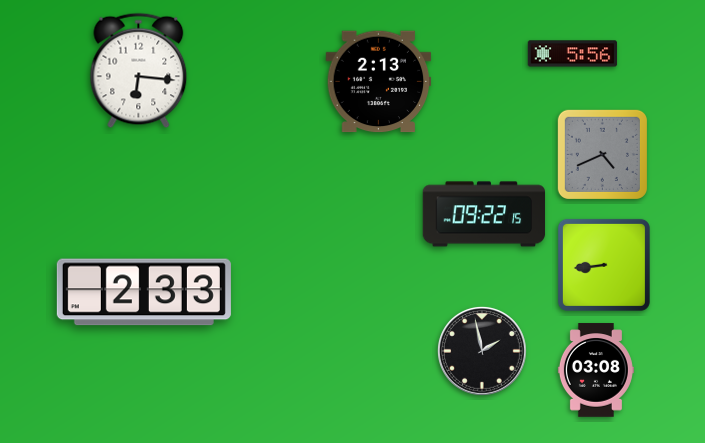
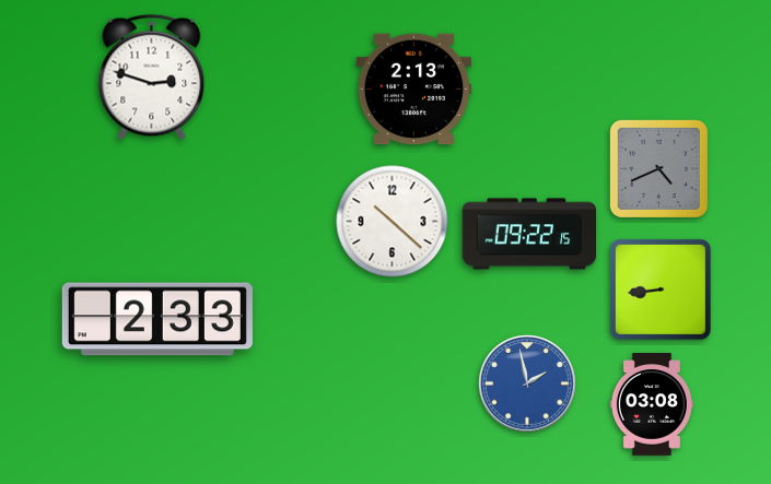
clock at (573, 54): 5:56 -> none
clock at (139, 71): 6:16 -> 2:48
clock at (393, 222): none -> 10:22
clock at (482, 351) dial: black -> blue
